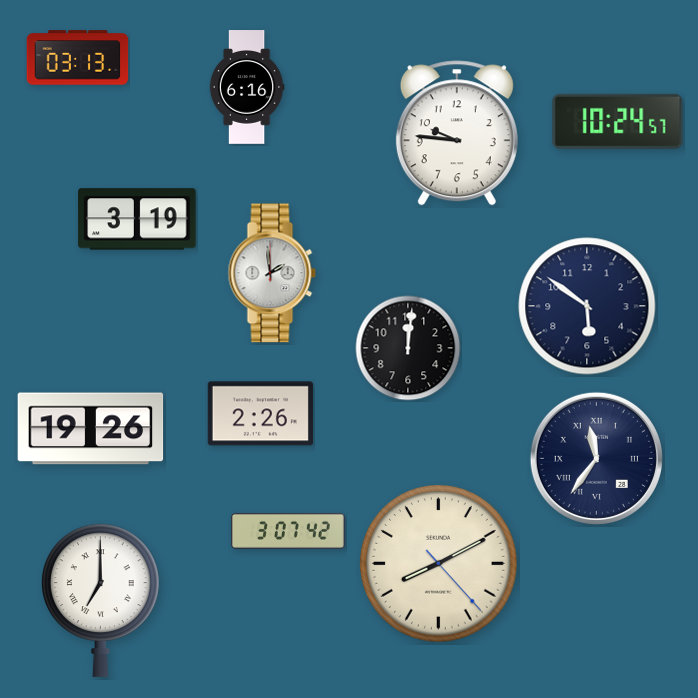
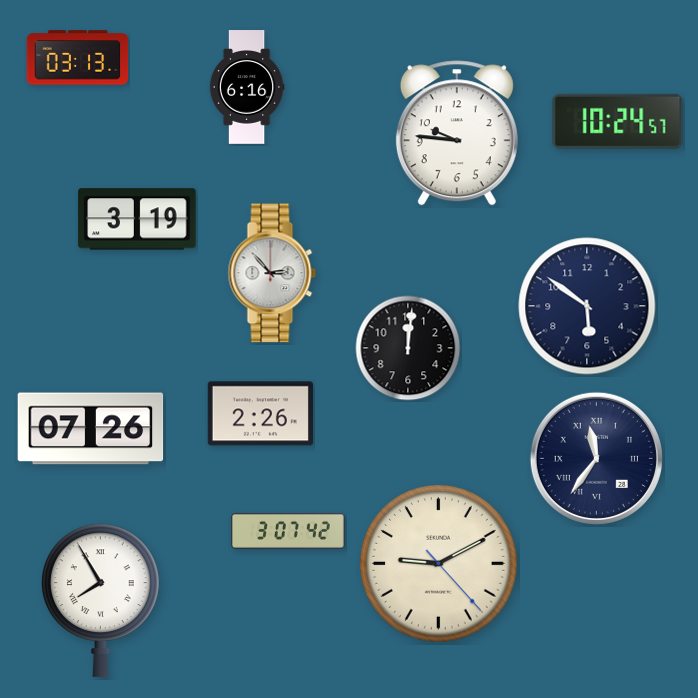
clock at (272, 273): 1:59 -> 2:53
clock at (91, 429): 19:26 -> 07:26
clock at (439, 564): 8:10 -> 9:10
clock at (101, 600): 7:00 -> 7:55
